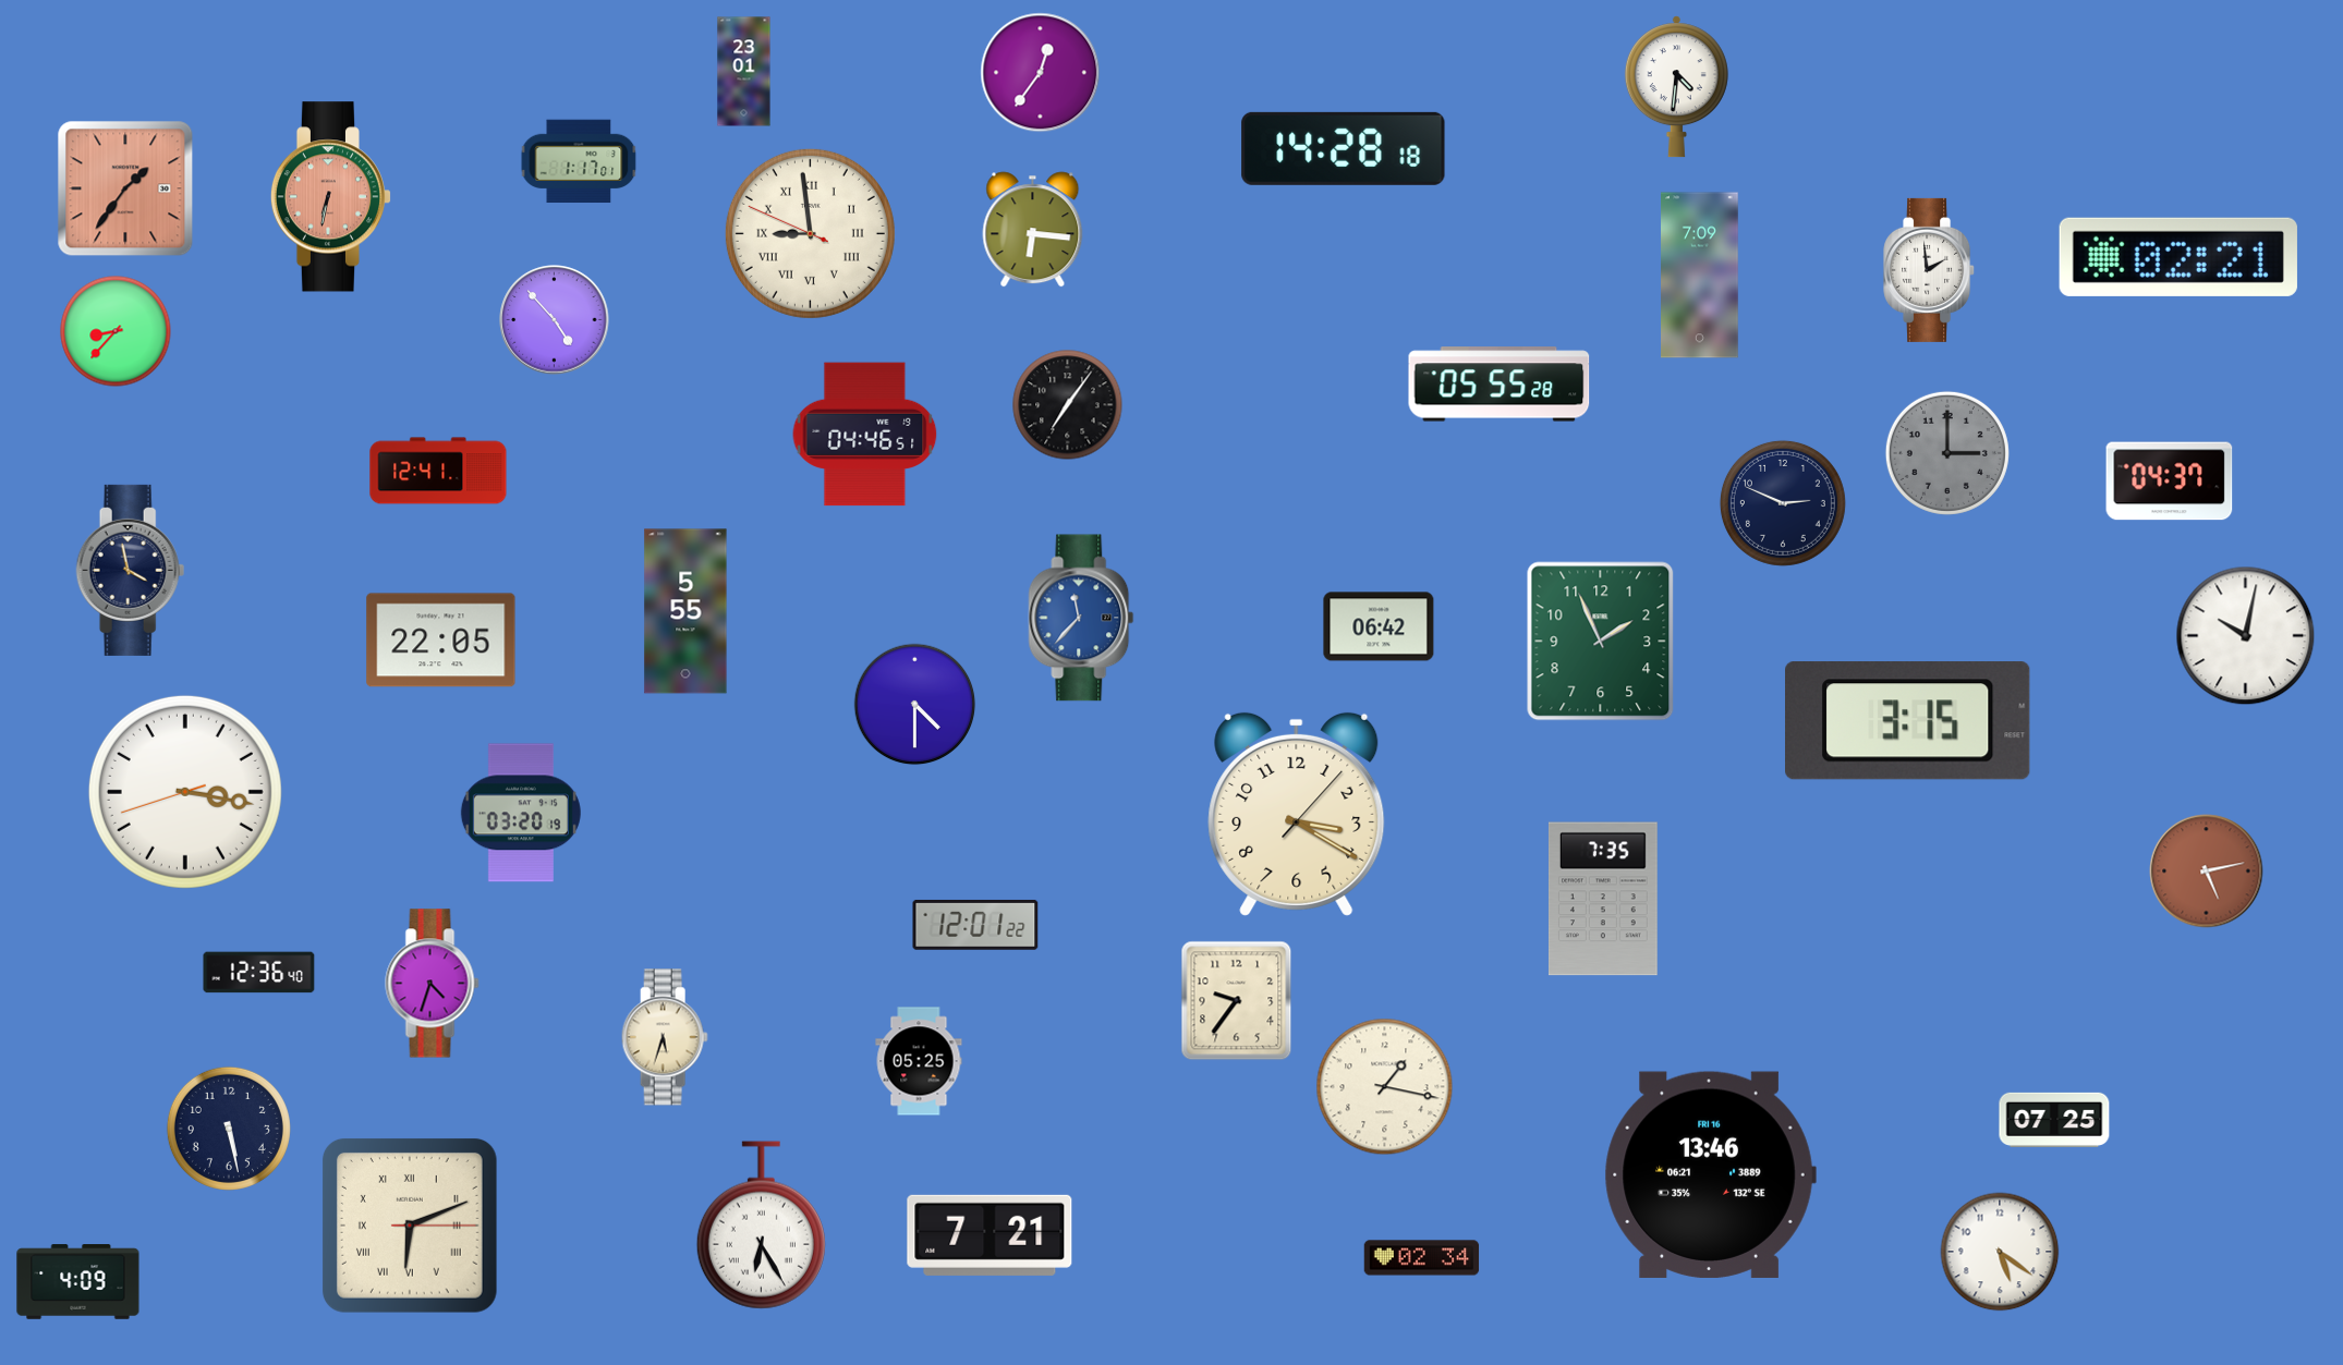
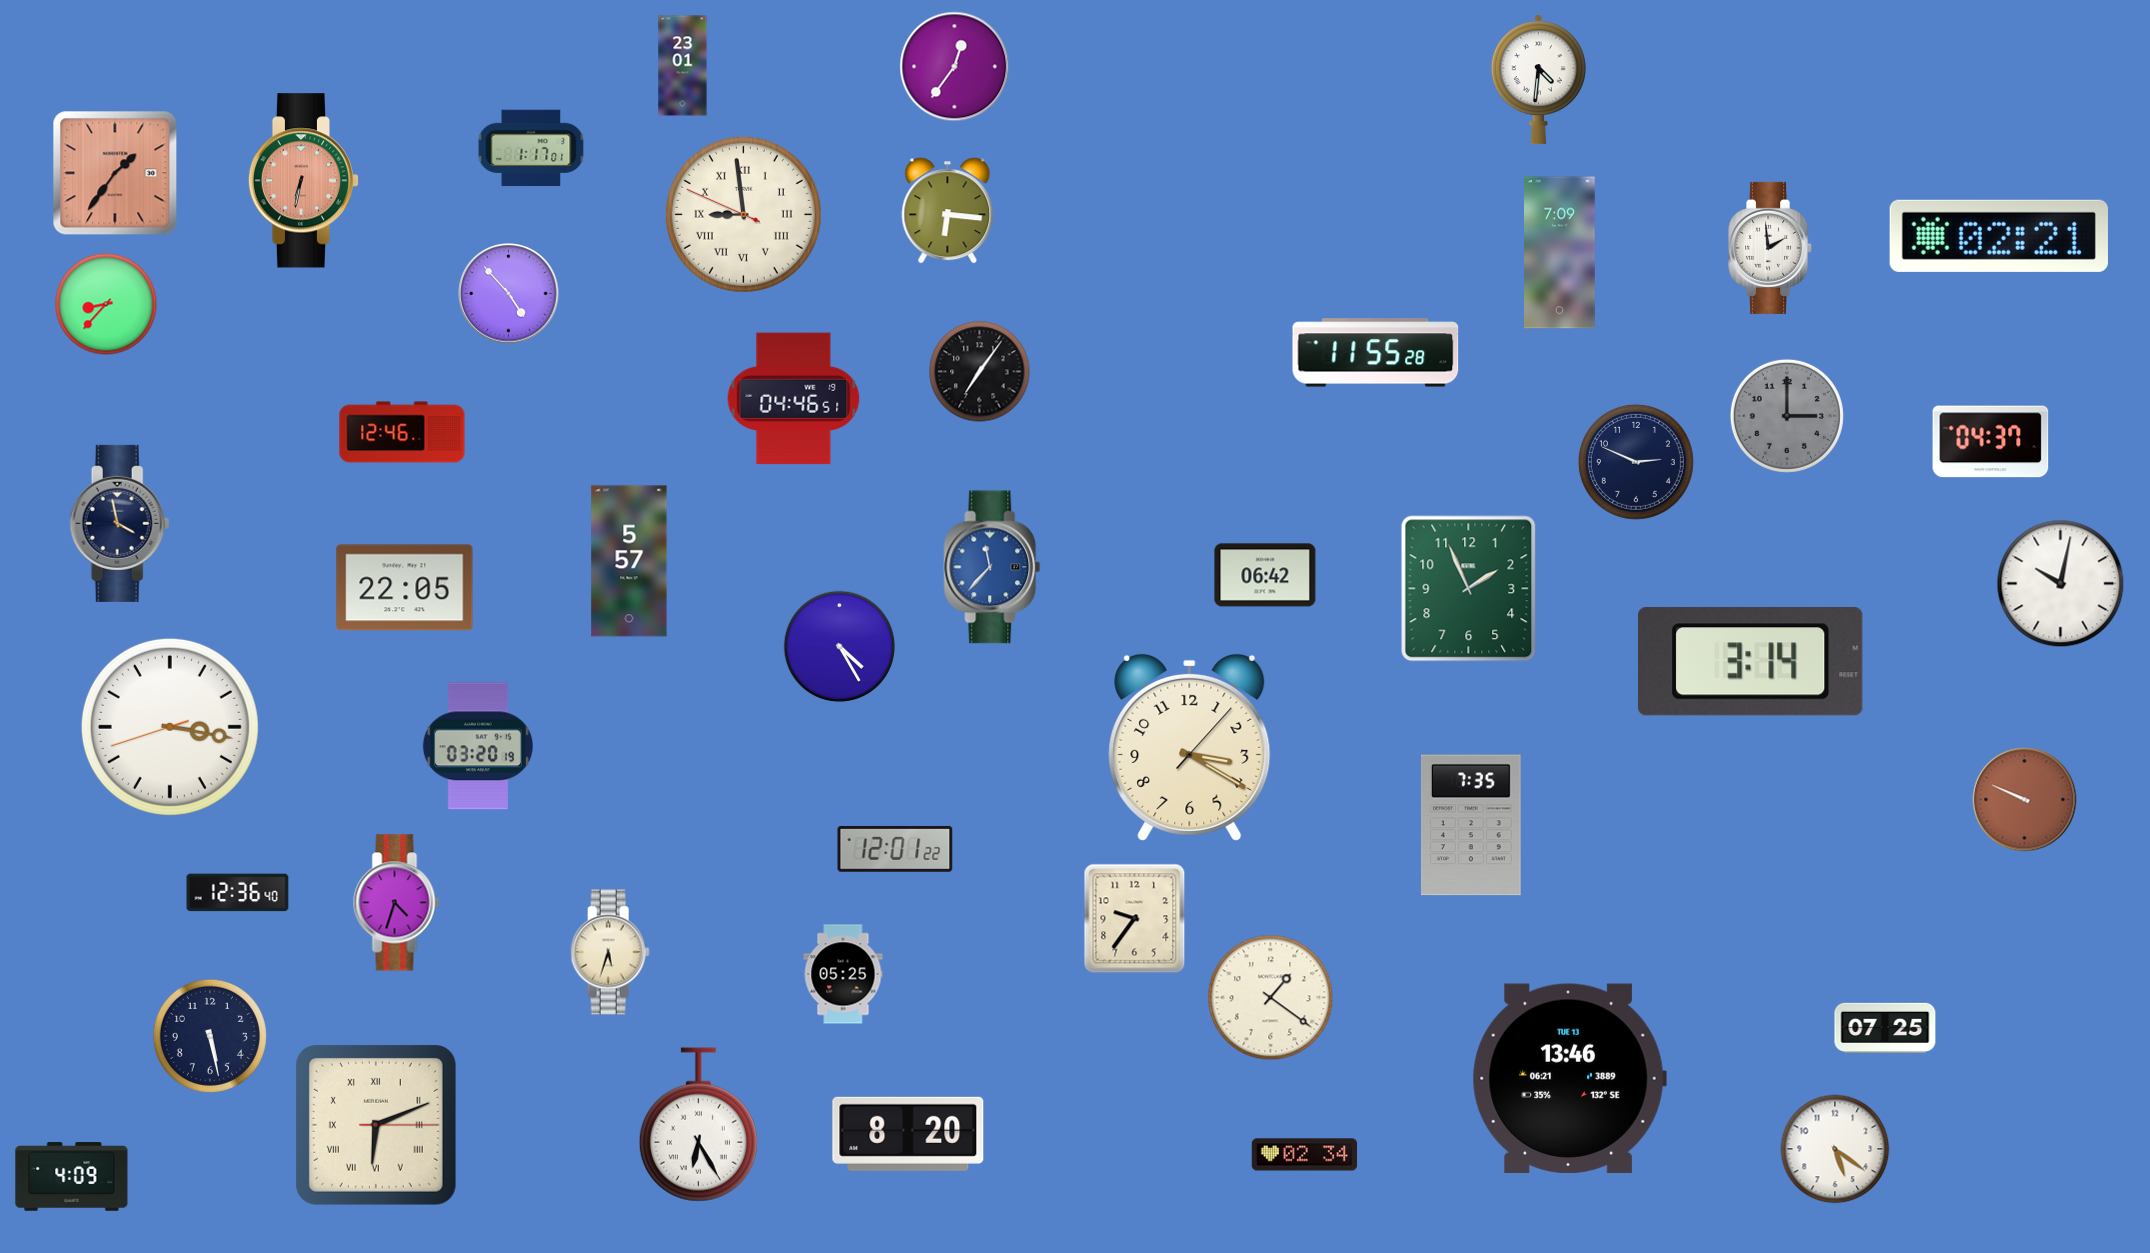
clock at (1344, 148): 14:28 -> none
clock at (1500, 385): 05:55 -> 11:55
clock at (438, 471): 12:41 -> 12:46
clock at (685, 611): 5:55 -> 5:57
clock at (915, 705): 4:30 -> 4:25
clock at (1908, 721): 3:15 -> 3:14
clock at (2207, 872): 5:13 -> 9:49
clock at (1385, 1087): 1:17 -> 1:21
clock at (1710, 1174) date: FRI 16 -> TUE 13
clock at (990, 1235): 7:21 -> 8:20
